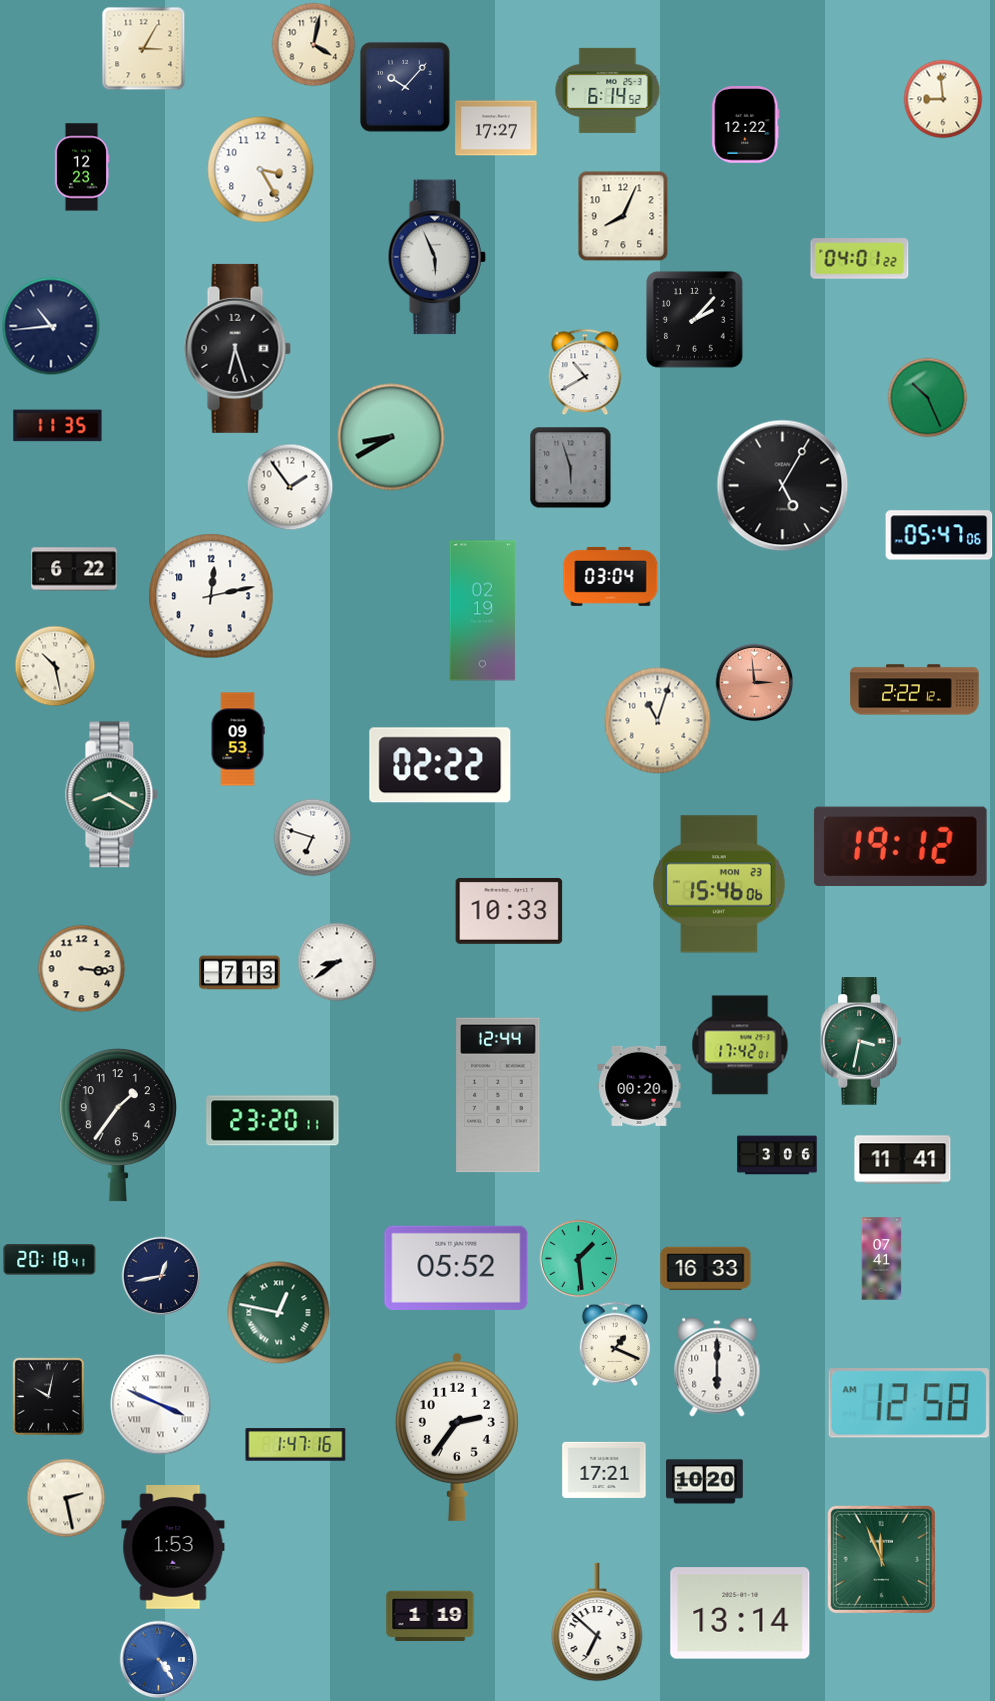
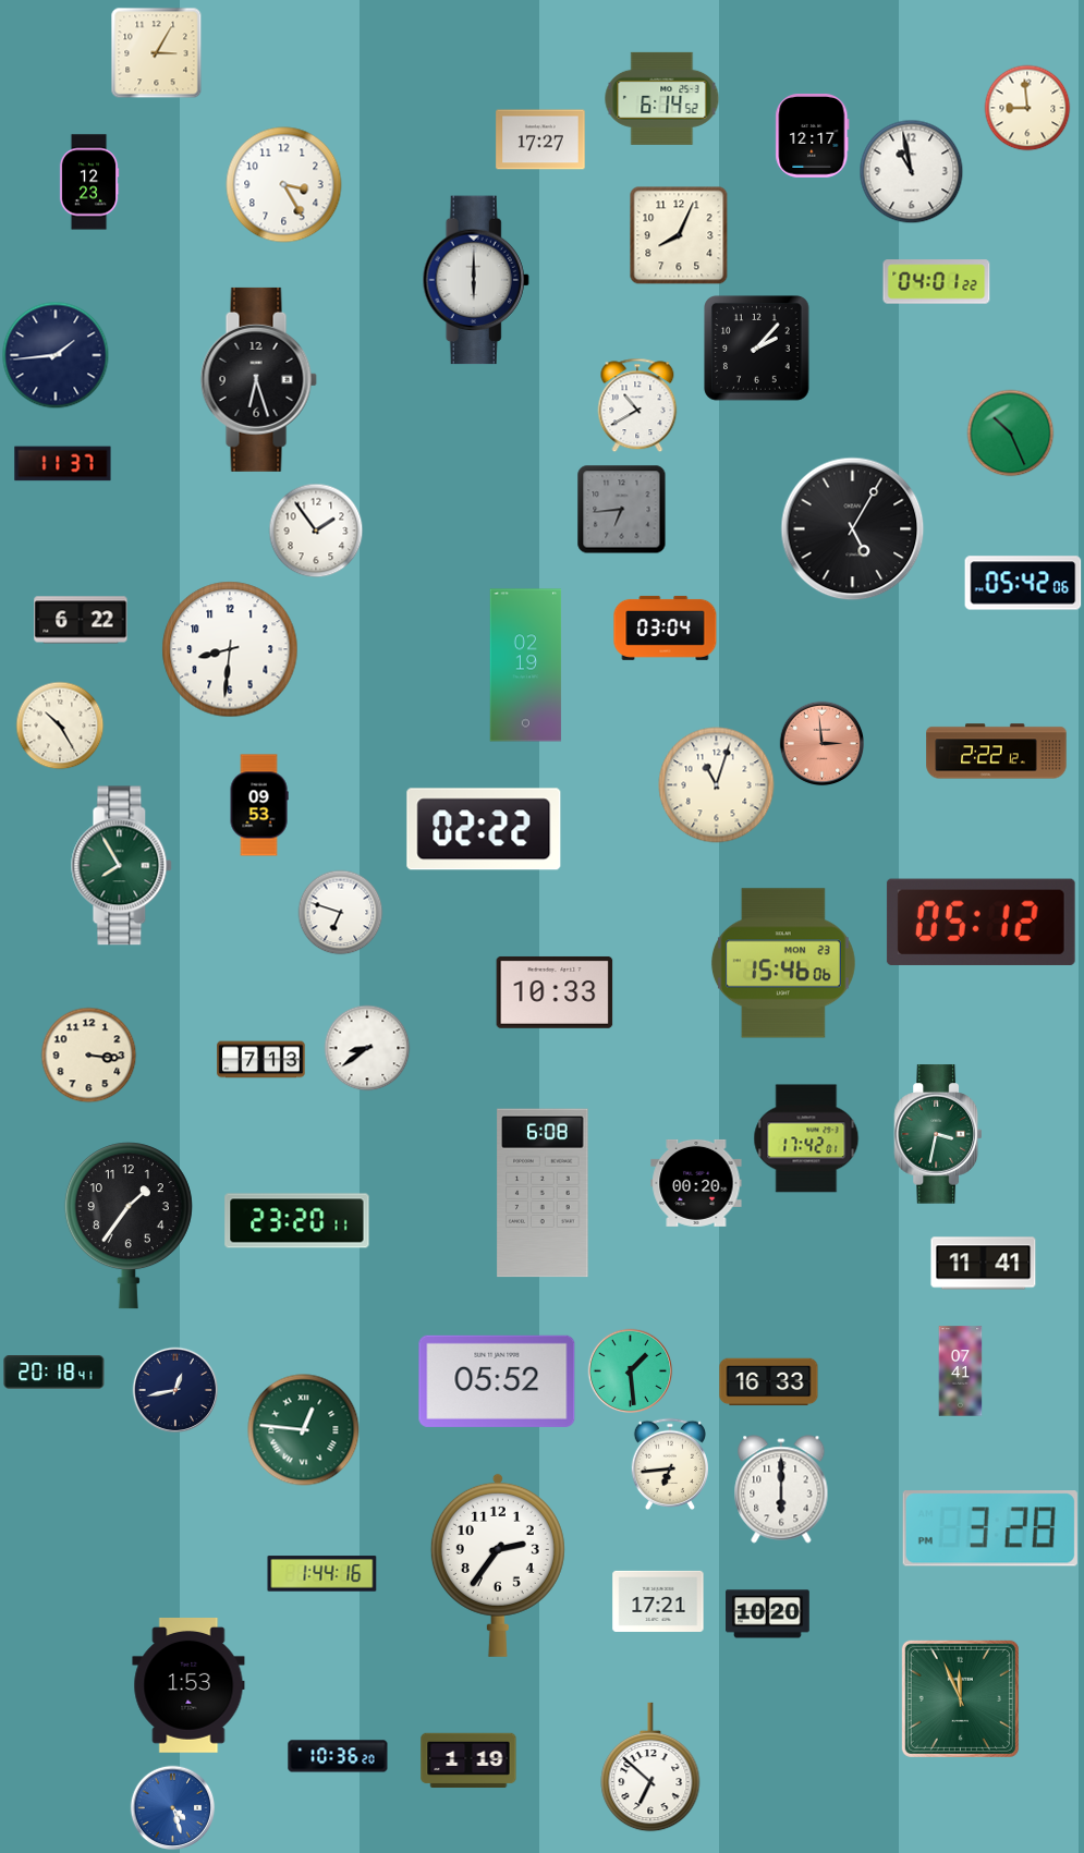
clock at (313, 44): 4:02 -> none
clock at (405, 87): 10:07 -> none
clock at (746, 125): 12:22 -> 12:17
clock at (911, 171): none -> 10:58
clock at (437, 257): 5:56 -> 6:00
clock at (51, 326): 10:44 -> 1:44
clock at (58, 426): 11:35 -> 11:37
clock at (391, 437): 8:40 -> none
clock at (570, 467): 5:57 -> 6:44
clock at (939, 535): 05:47 -> 05:42
clock at (211, 596): 12:13 -> 8:31
clock at (55, 666): 10:28 -> 10:25
clock at (440, 765) position: (440, 765) -> (484, 829)
clock at (112, 795): 8:20 -> 7:55
clock at (900, 846): 19:12 -> 05:12
clock at (498, 1095): 12:44 -> 6:08
clock at (777, 1155): 3:06 -> none
clock at (279, 1313): 12:47 -> 12:46
clock at (614, 1344): 1:19 -> 6:44
clock at (48, 1396): 10:02 -> none
clock at (909, 1403): 12:58 -> 3:28
clock at (161, 1405): 3:49 -> none
clock at (296, 1445): 1:47 -> 1:44
clock at (66, 1498): 2:28 -> none
clock at (338, 1756): none -> 10:36
clock at (740, 1613): 13:14 -> none
clock at (158, 1659): 4:24 -> 4:27
